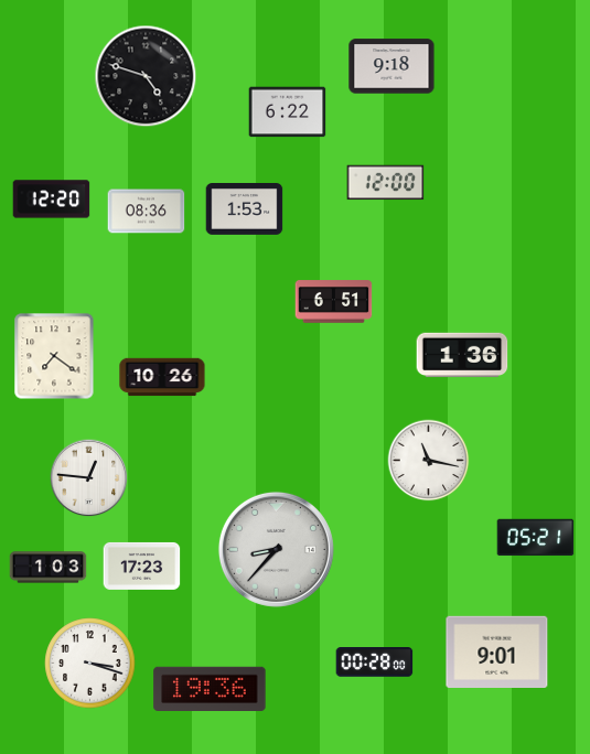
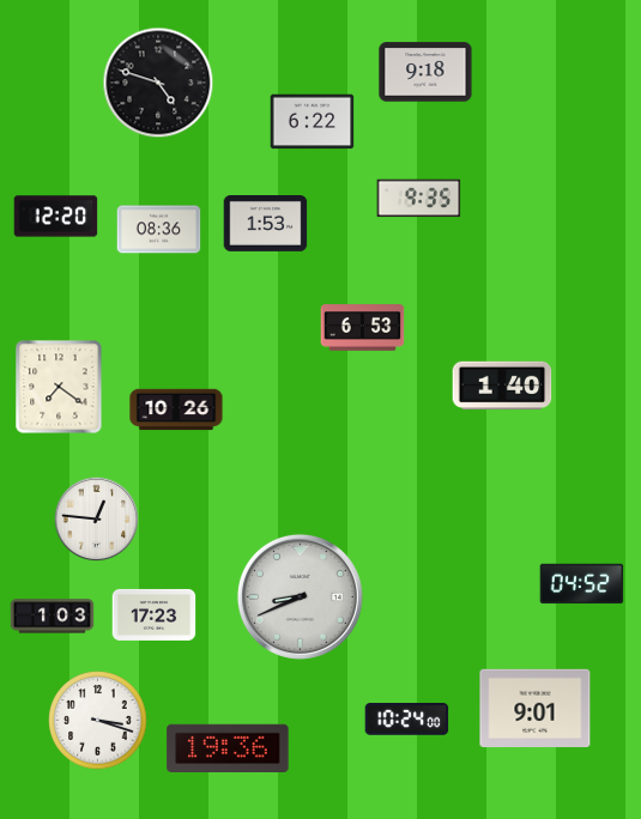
clock at (386, 183): 12:00 -> 9:35
clock at (245, 209) position: (245, 209) -> (266, 224)
clock at (334, 302): 6:51 -> 6:53
clock at (462, 355): 1:36 -> 1:40
clock at (429, 461): 11:17 -> none
clock at (536, 538): 05:21 -> 04:52
clock at (276, 549): 8:37 -> 8:41
clock at (497, 651) position: (497, 651) -> (536, 708)
clock at (375, 663): 00:28 -> 10:24
